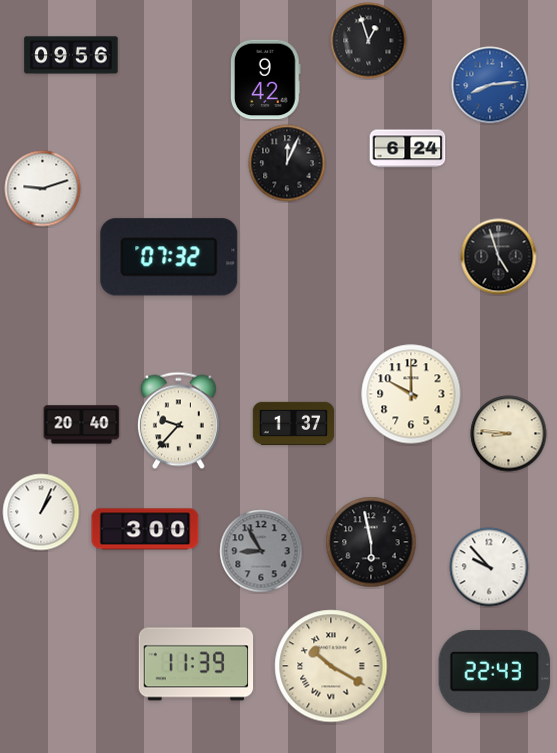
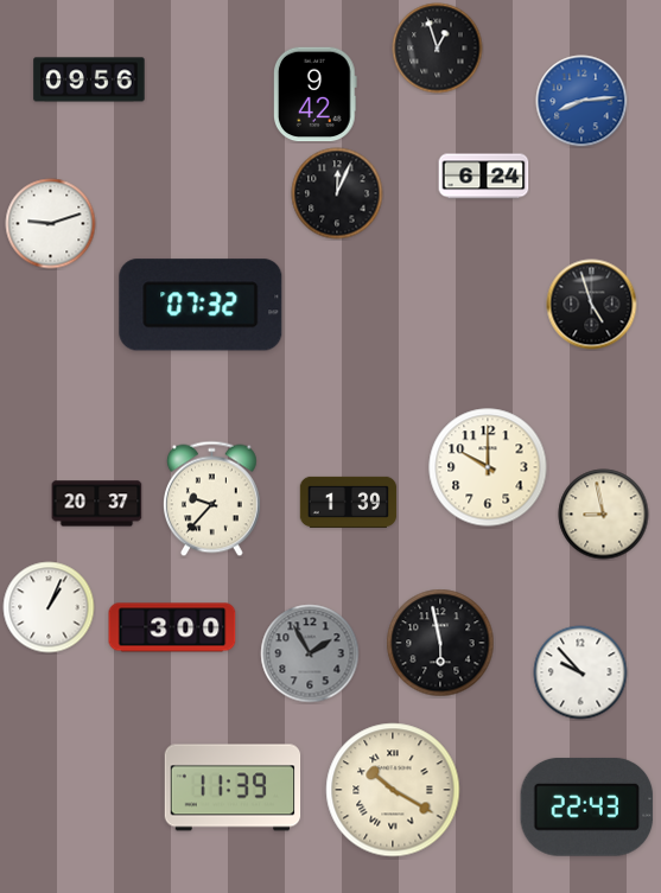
clock at (71, 55) position: (71, 55) -> (89, 79)
clock at (287, 163) position: (287, 163) -> (337, 193)
clock at (294, 423): 1:37 -> 1:39
clock at (82, 425): 20:40 -> 20:37
clock at (509, 434): 8:46 -> 8:58
clock at (261, 551): 8:55 -> 1:55
clock at (495, 671) position: (495, 671) -> (587, 806)
